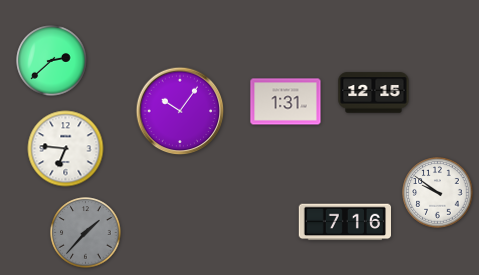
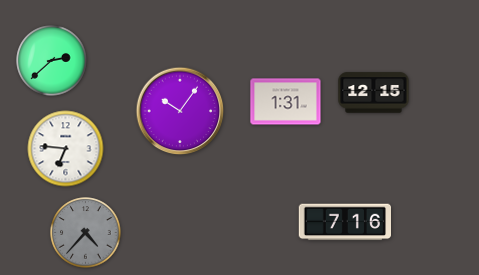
clock at (438, 193): 9:51 -> none
clock at (86, 233): 1:37 -> 4:37
